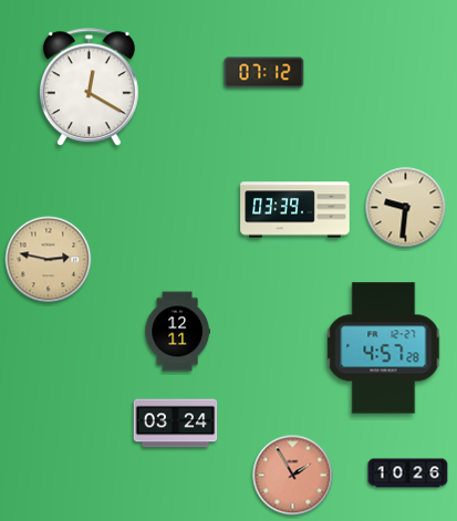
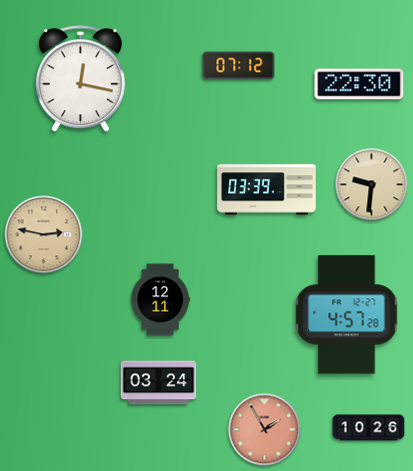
clock at (89, 87): 12:20 -> 12:17
clock at (359, 84): none -> 22:30
clock at (406, 208) position: (406, 208) -> (372, 185)
